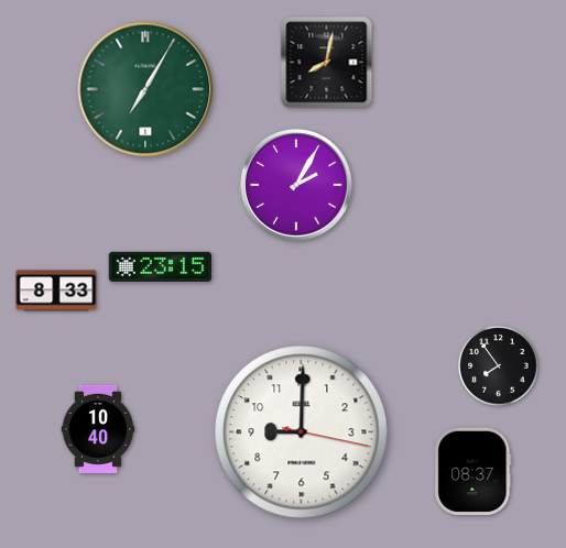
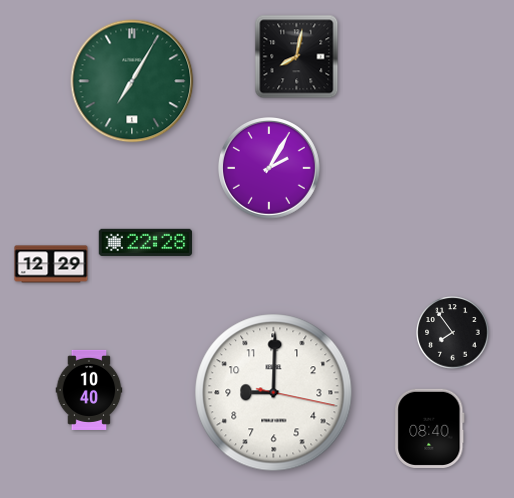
clock at (161, 266): 23:15 -> 22:28
clock at (56, 291): 8:33 -> 12:29
clock at (474, 471): 08:37 -> 08:40
